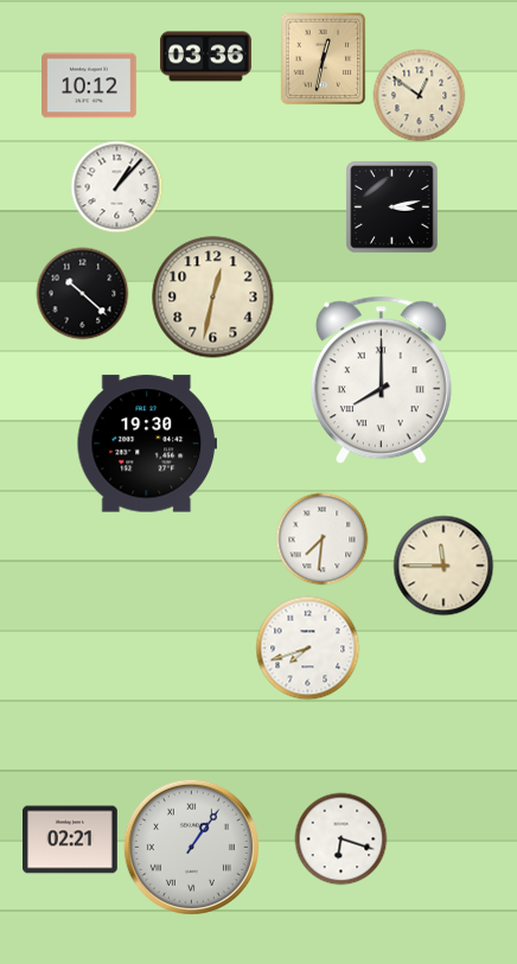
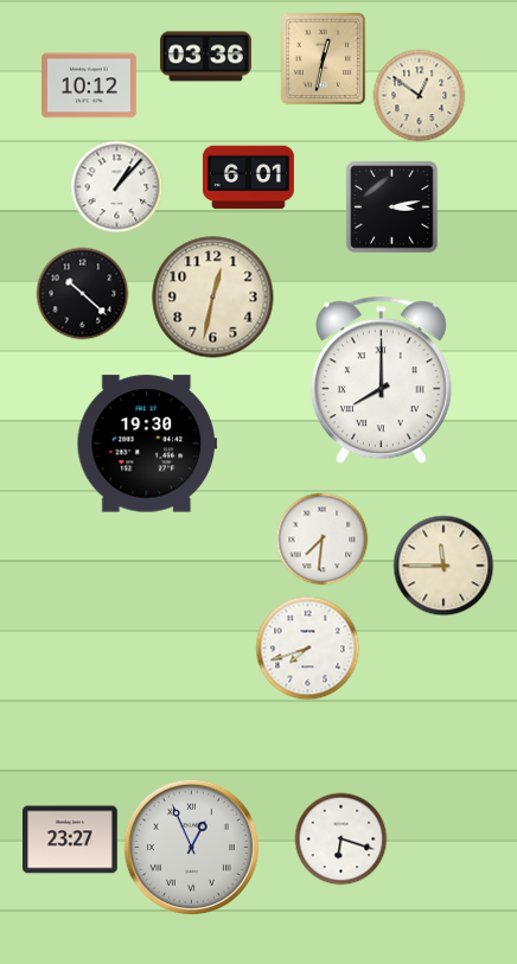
clock at (248, 178): none -> 6:01
clock at (71, 839): 02:21 -> 23:27
clock at (191, 847): 1:06 -> 12:56
